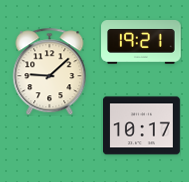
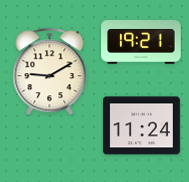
clock at (50, 71): 9:08 -> 9:10
clock at (142, 126): 10:17 -> 11:24
